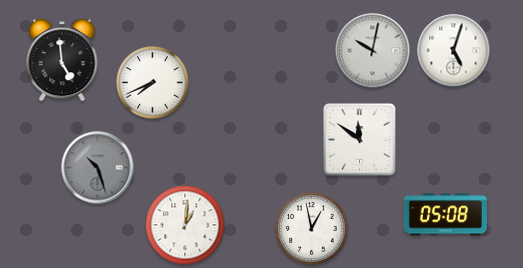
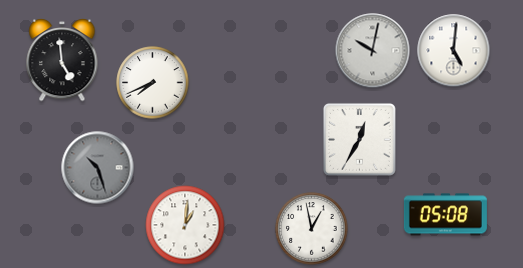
clock at (454, 51): 5:03 -> 5:01
clock at (360, 140): 11:51 -> 12:35
